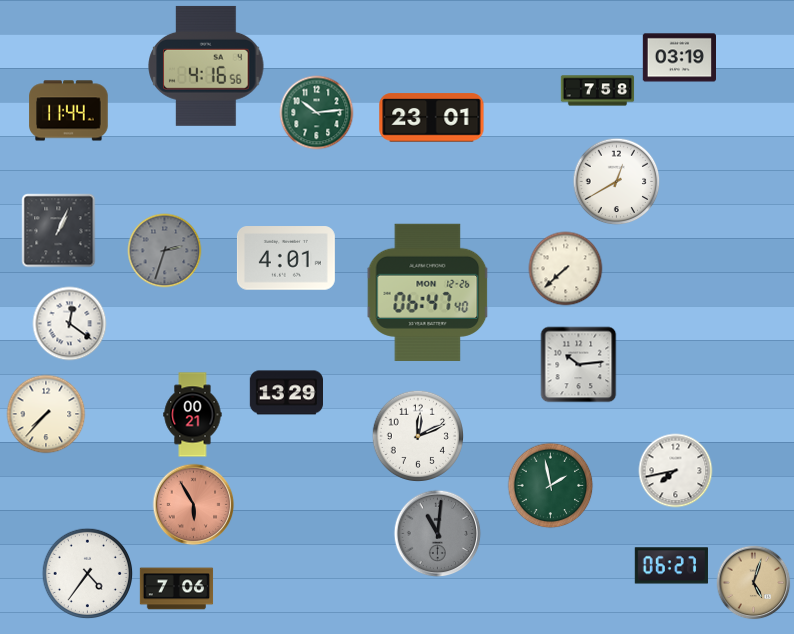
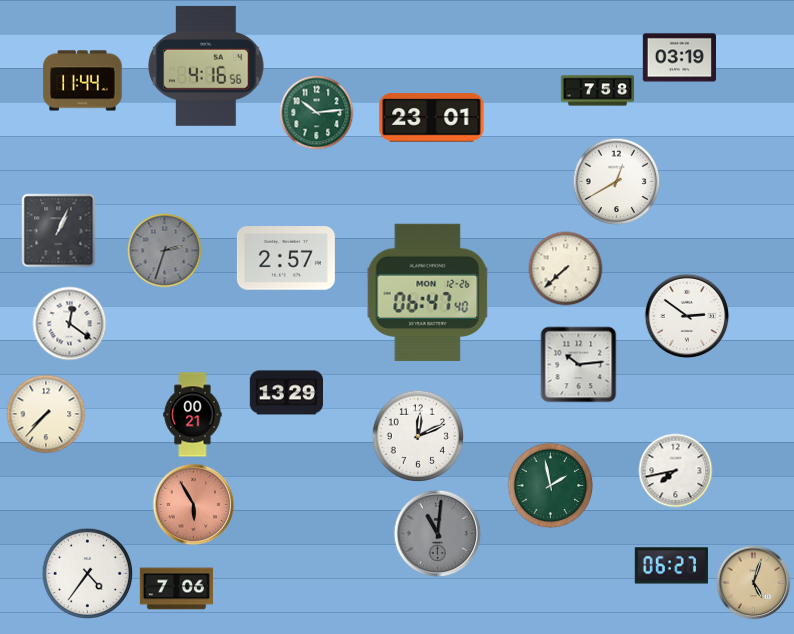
clock at (69, 111) position: (69, 111) -> (83, 81)
clock at (286, 258): 4:01 -> 2:57
clock at (687, 316): none -> 2:51
